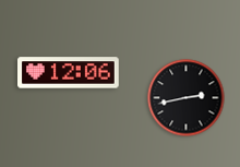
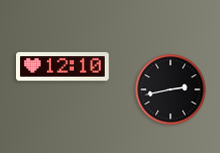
clock at (69, 73): 12:06 -> 12:10
